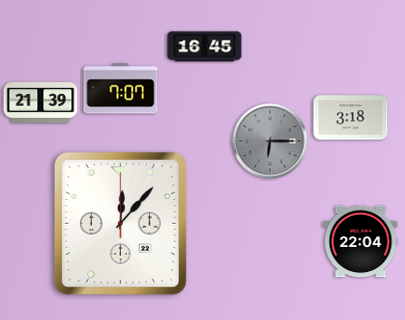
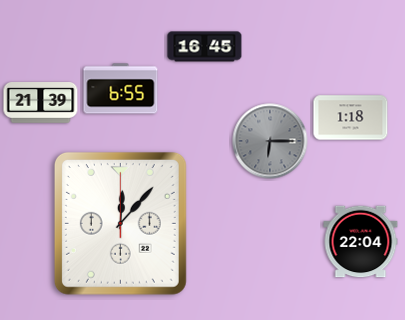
clock at (121, 89): 7:07 -> 6:55
clock at (351, 118): 3:18 -> 1:18
